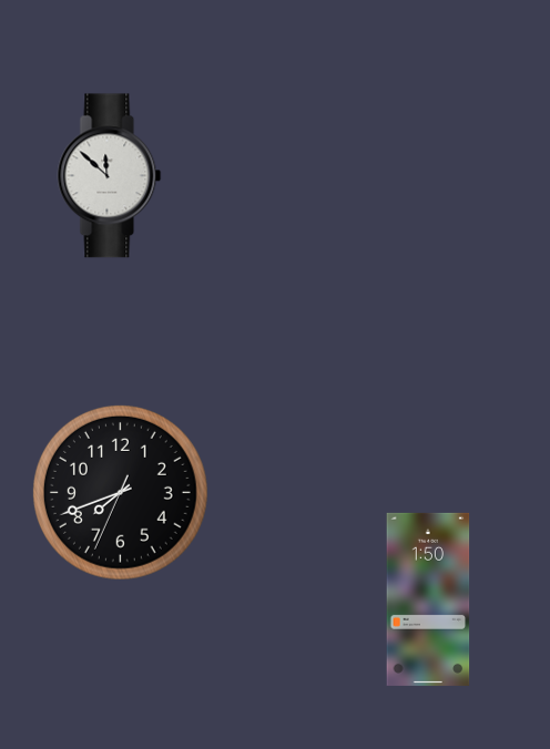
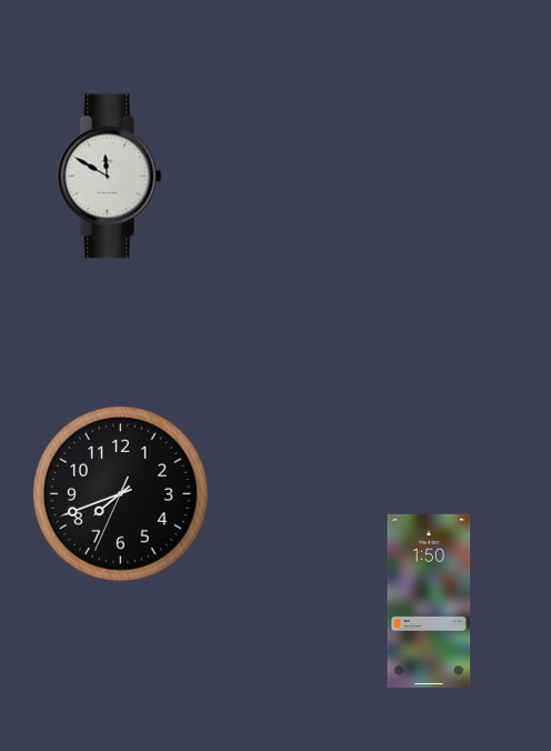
clock at (110, 176): 11:52 -> 11:50
